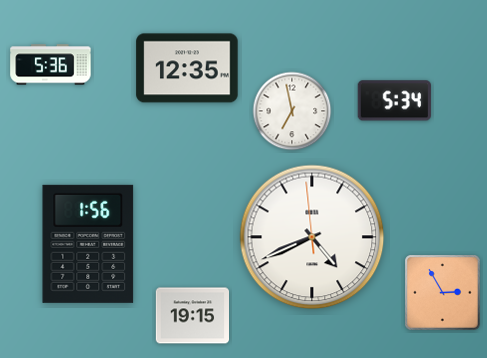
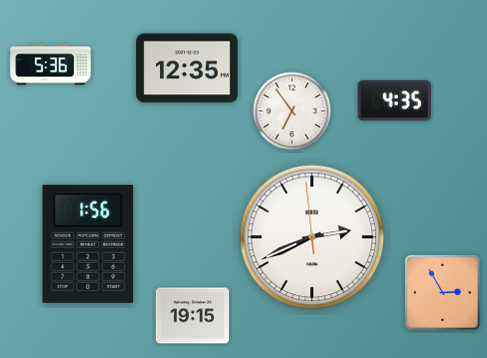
clock at (394, 101): 5:34 -> 4:35
clock at (292, 111): 6:58 -> 6:54
clock at (312, 237): 4:40 -> 2:40
